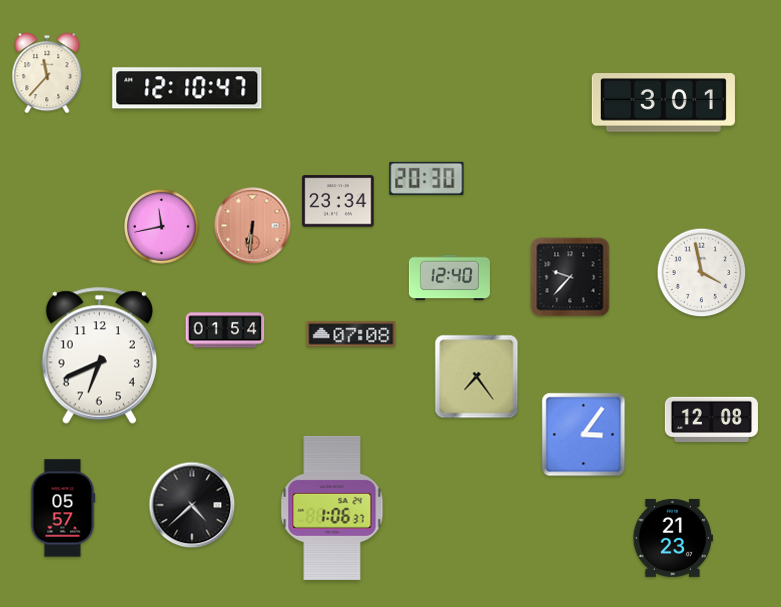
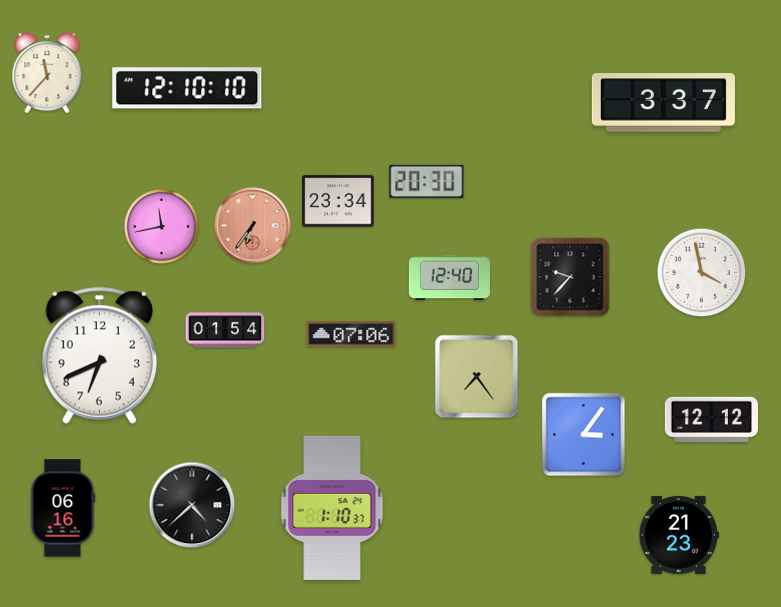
clock at (187, 88): 12:10:47 -> 12:10:10
clock at (663, 103): 3:01 -> 3:37
clock at (427, 178) position: (427, 178) -> (427, 181)
clock at (253, 226): 6:31 -> 6:36
clock at (351, 334): 07:08 -> 07:06
clock at (711, 419): 12:08 -> 12:12
clock at (63, 508): 05:57 -> 06:16
clock at (332, 508): 1:06 -> 1:10
clock at (673, 538) position: (673, 538) -> (679, 535)
